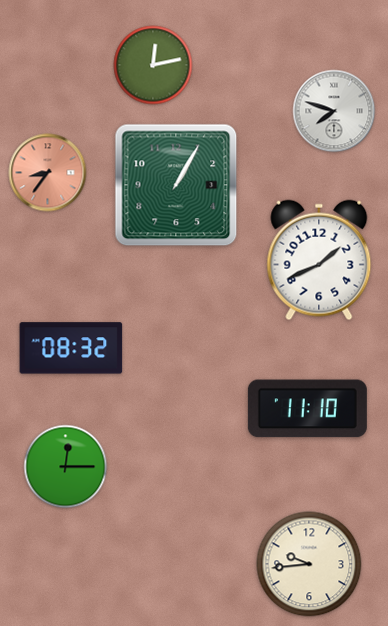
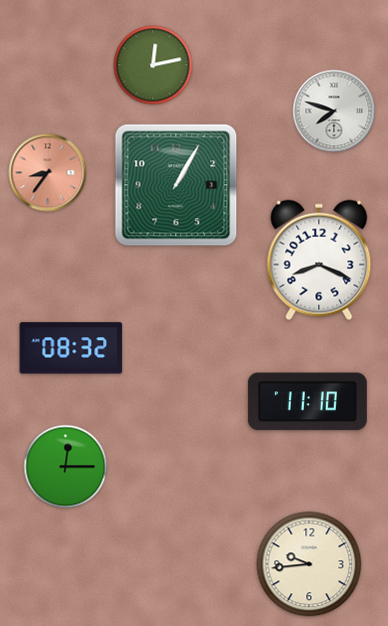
clock at (319, 260): 1:41 -> 8:19
clock at (307, 409) position: (307, 409) -> (307, 402)
